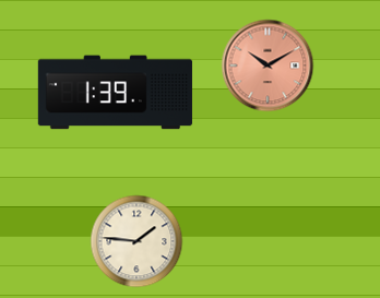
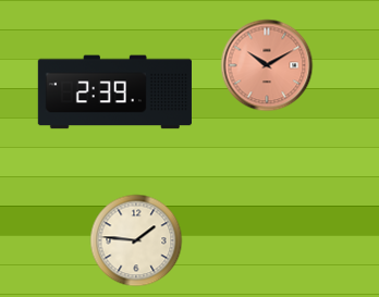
clock at (115, 93): 1:39 -> 2:39
